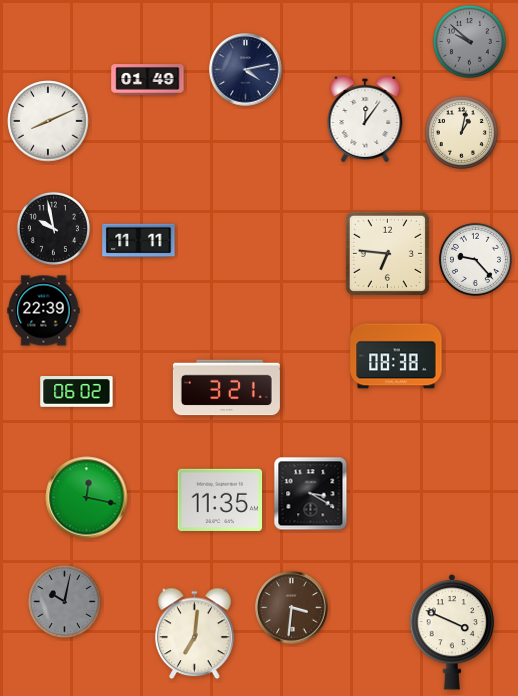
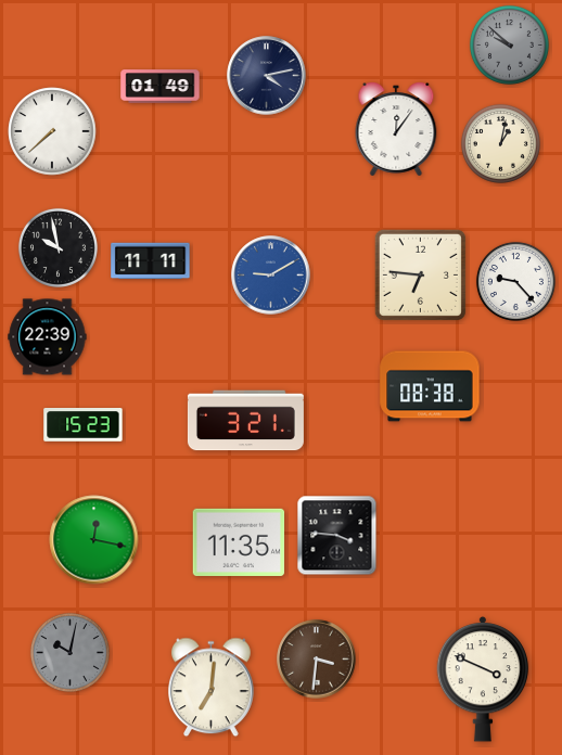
clock at (48, 121): 8:11 -> 7:38
clock at (271, 276): none -> 9:10
clock at (77, 392): 06:02 -> 15:23
clock at (311, 494): 3:20 -> 3:46
clock at (452, 632) position: (452, 632) -> (483, 679)
